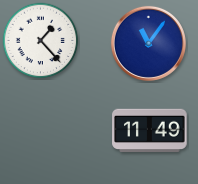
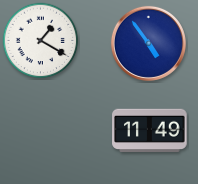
clock at (41, 41): 1:23 -> 1:20
clock at (148, 43): 11:06 -> 4:54
